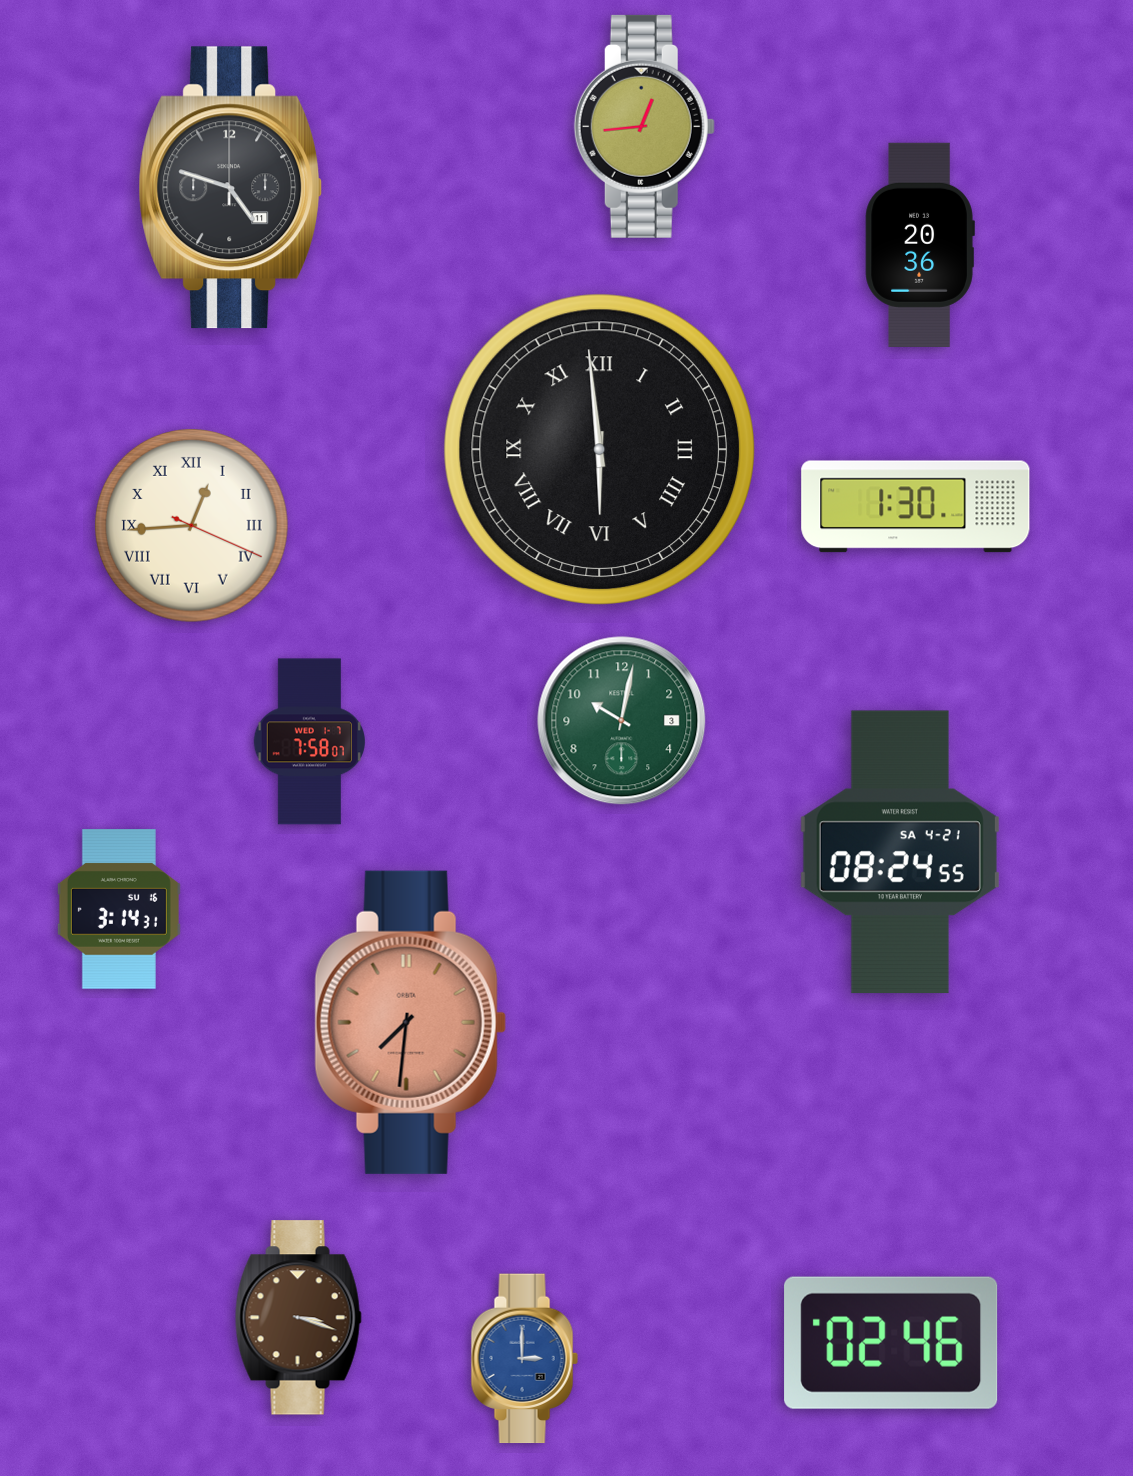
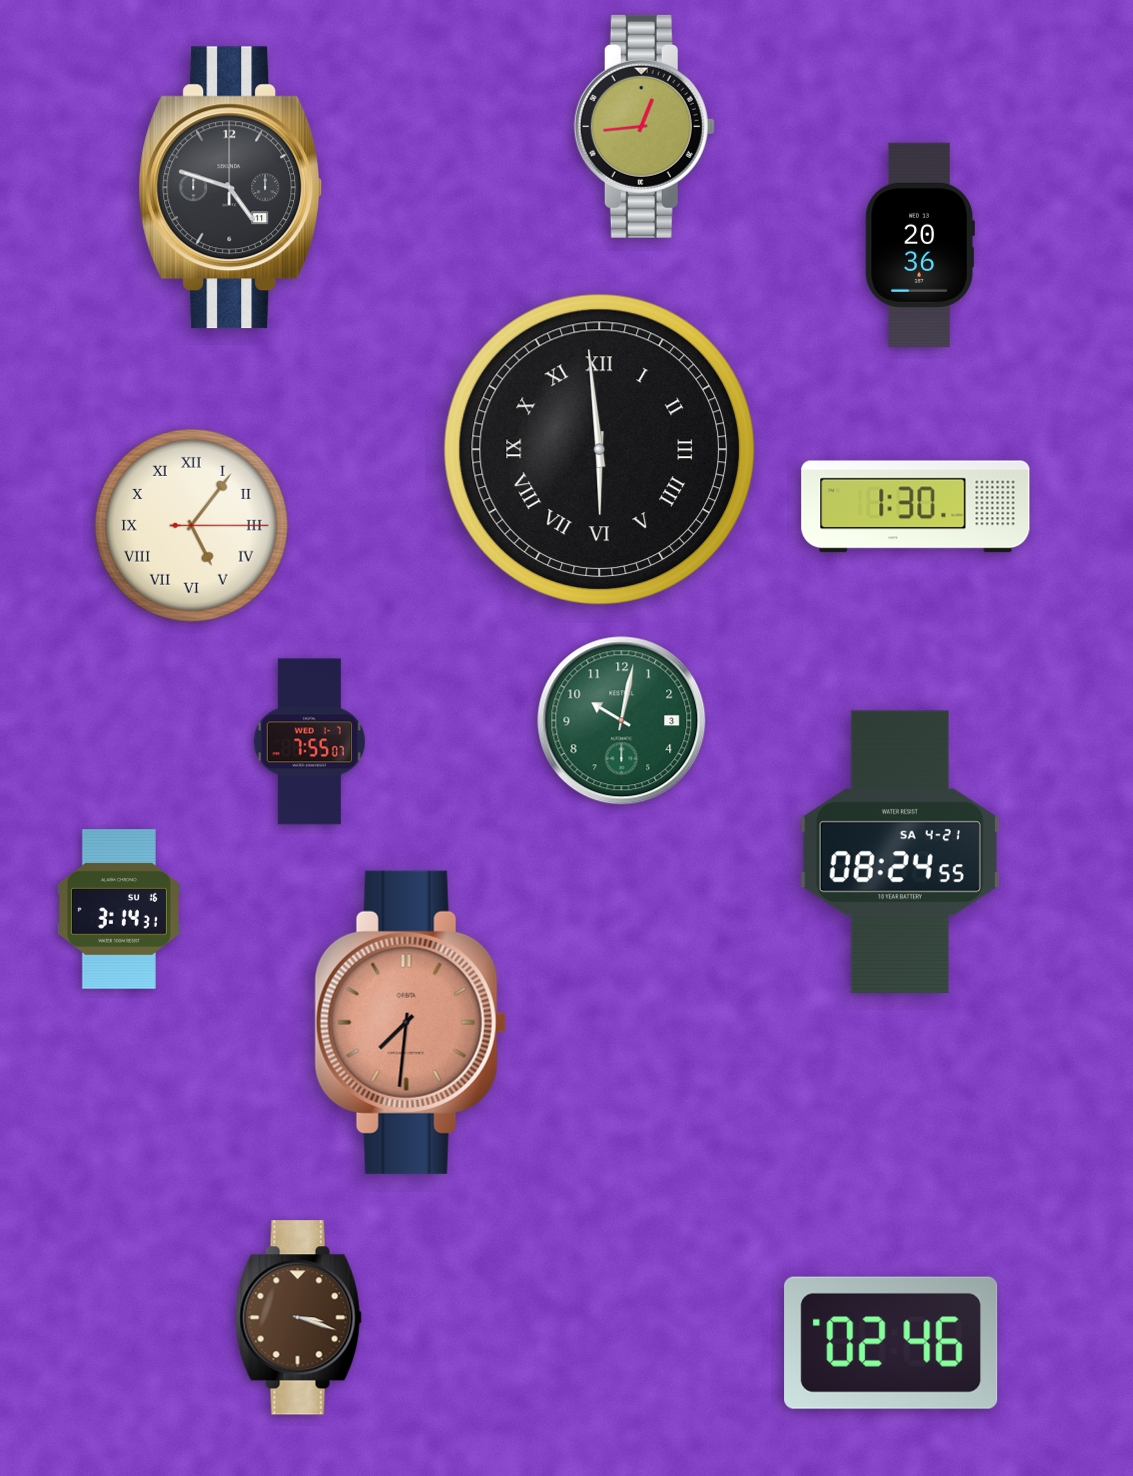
clock at (192, 526): 12:44 -> 5:06
clock at (309, 742): 7:58 -> 7:55
clock at (524, 1359): 3:00 -> none
